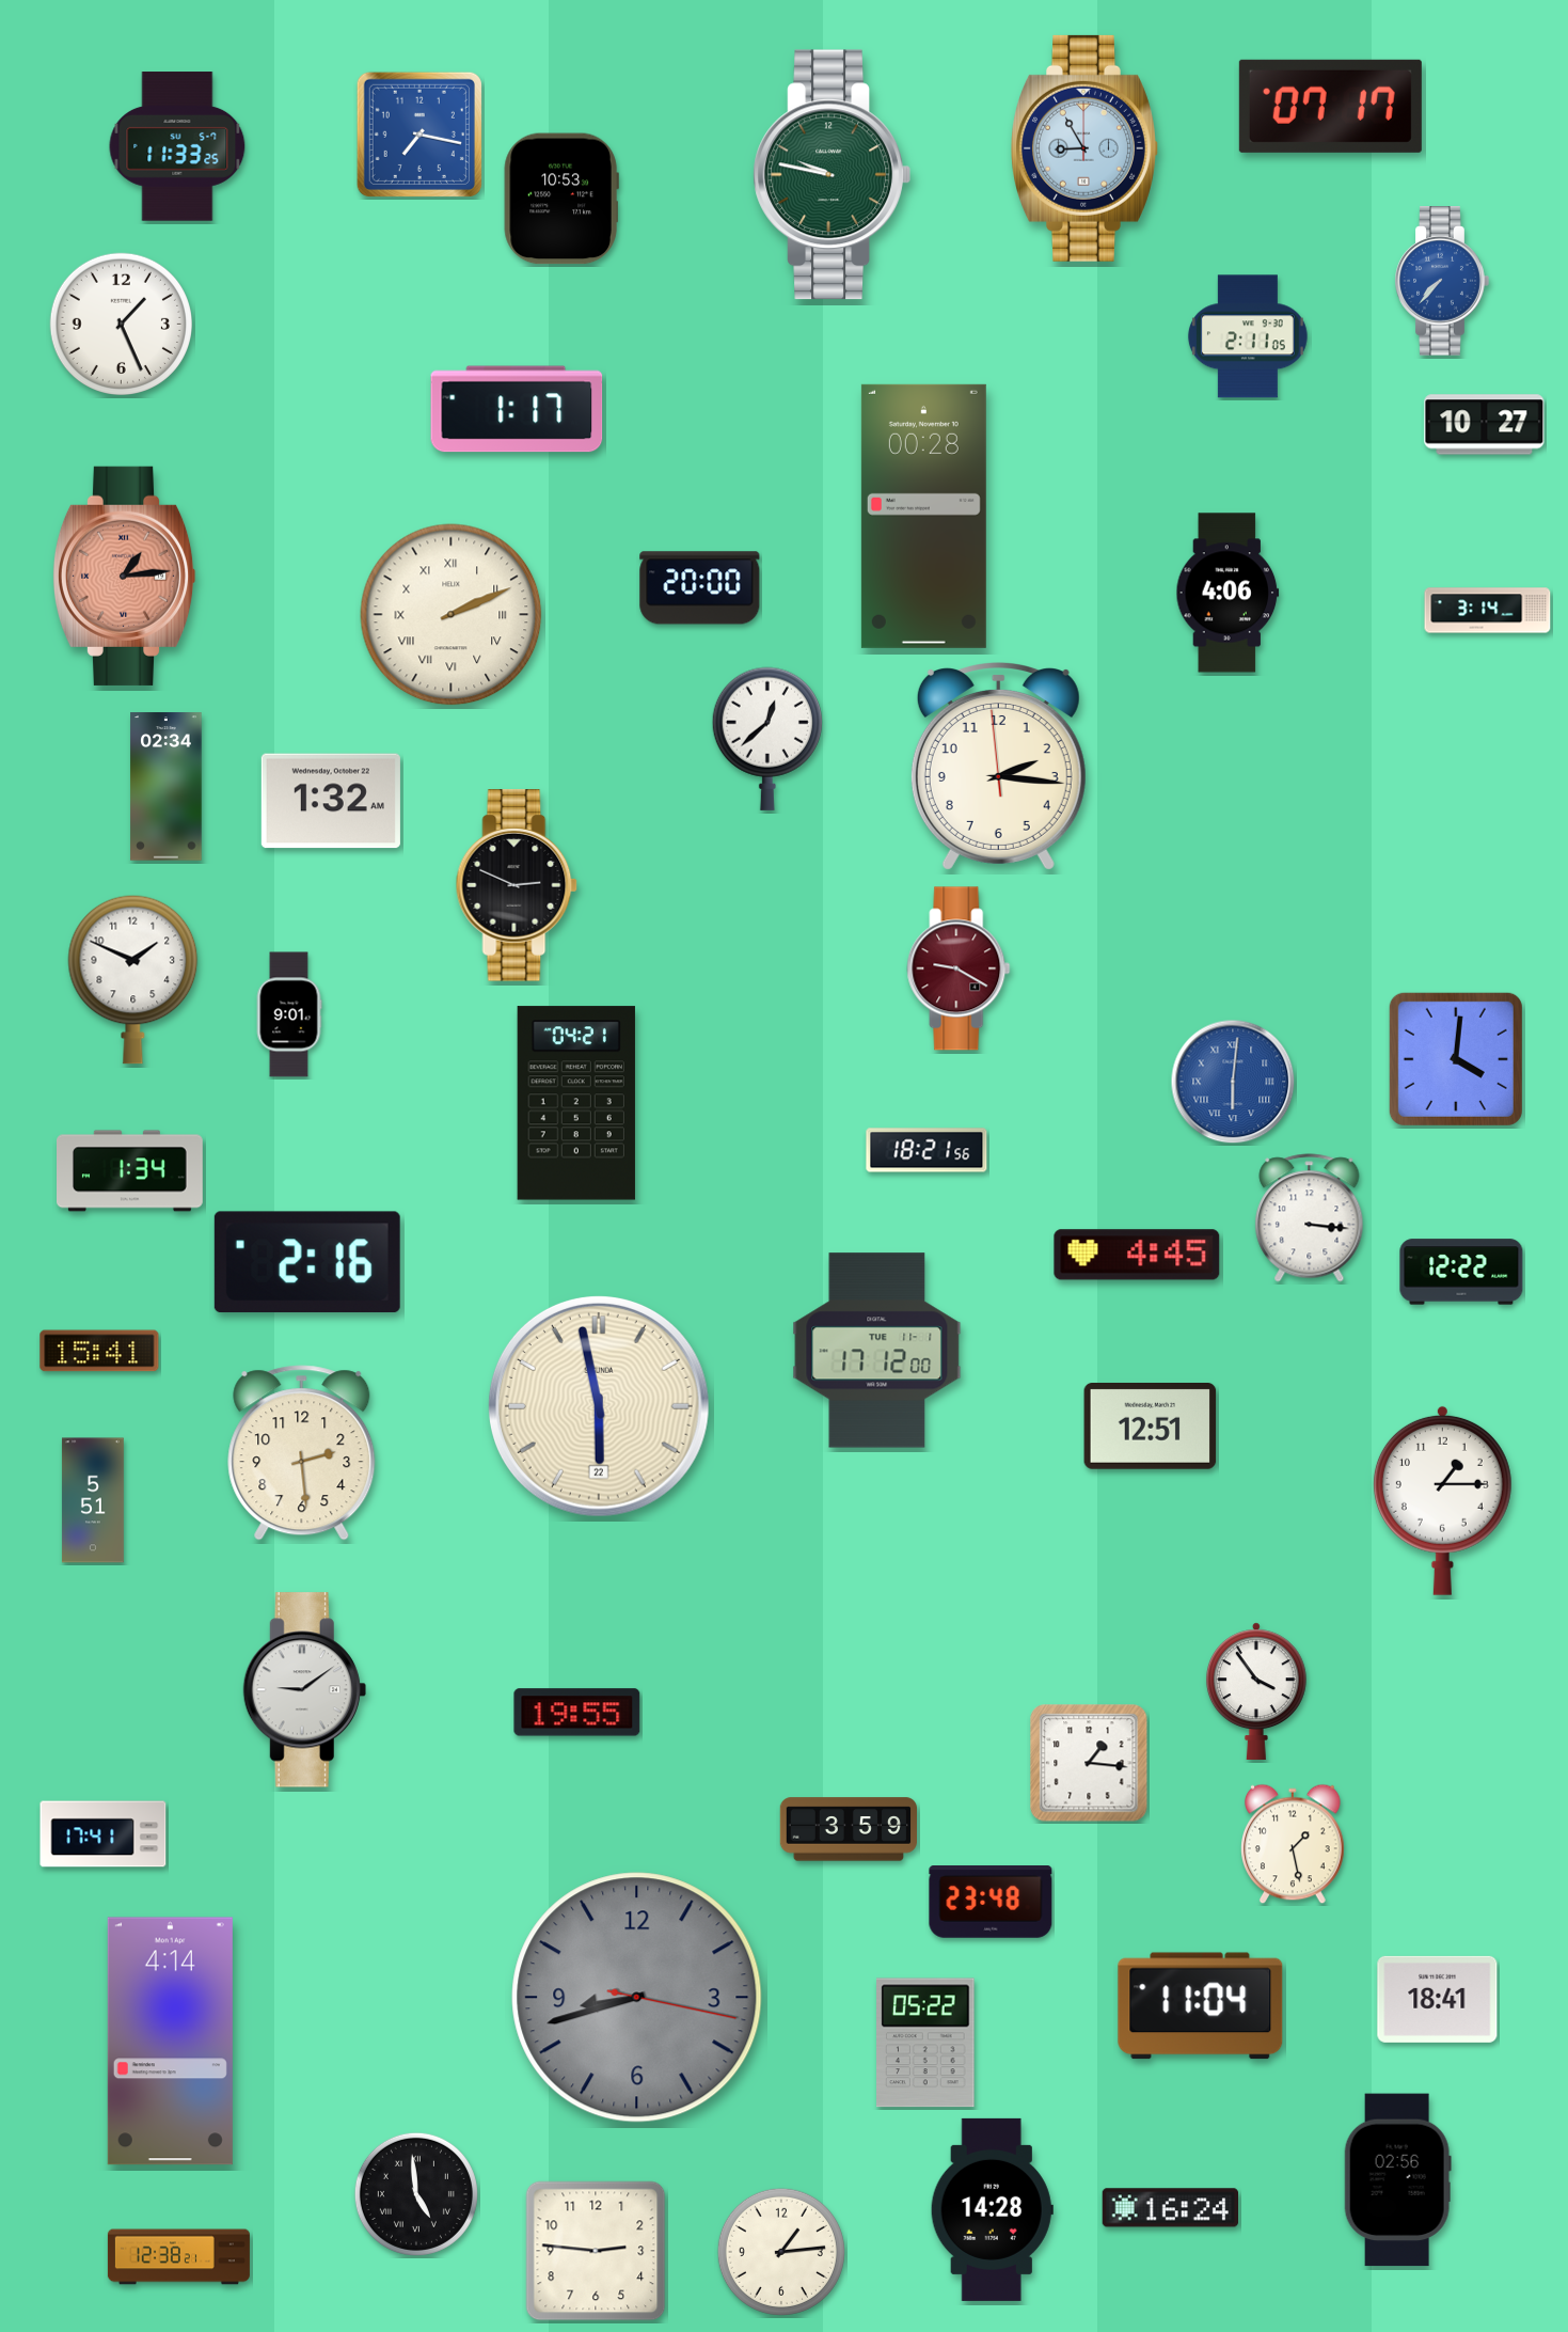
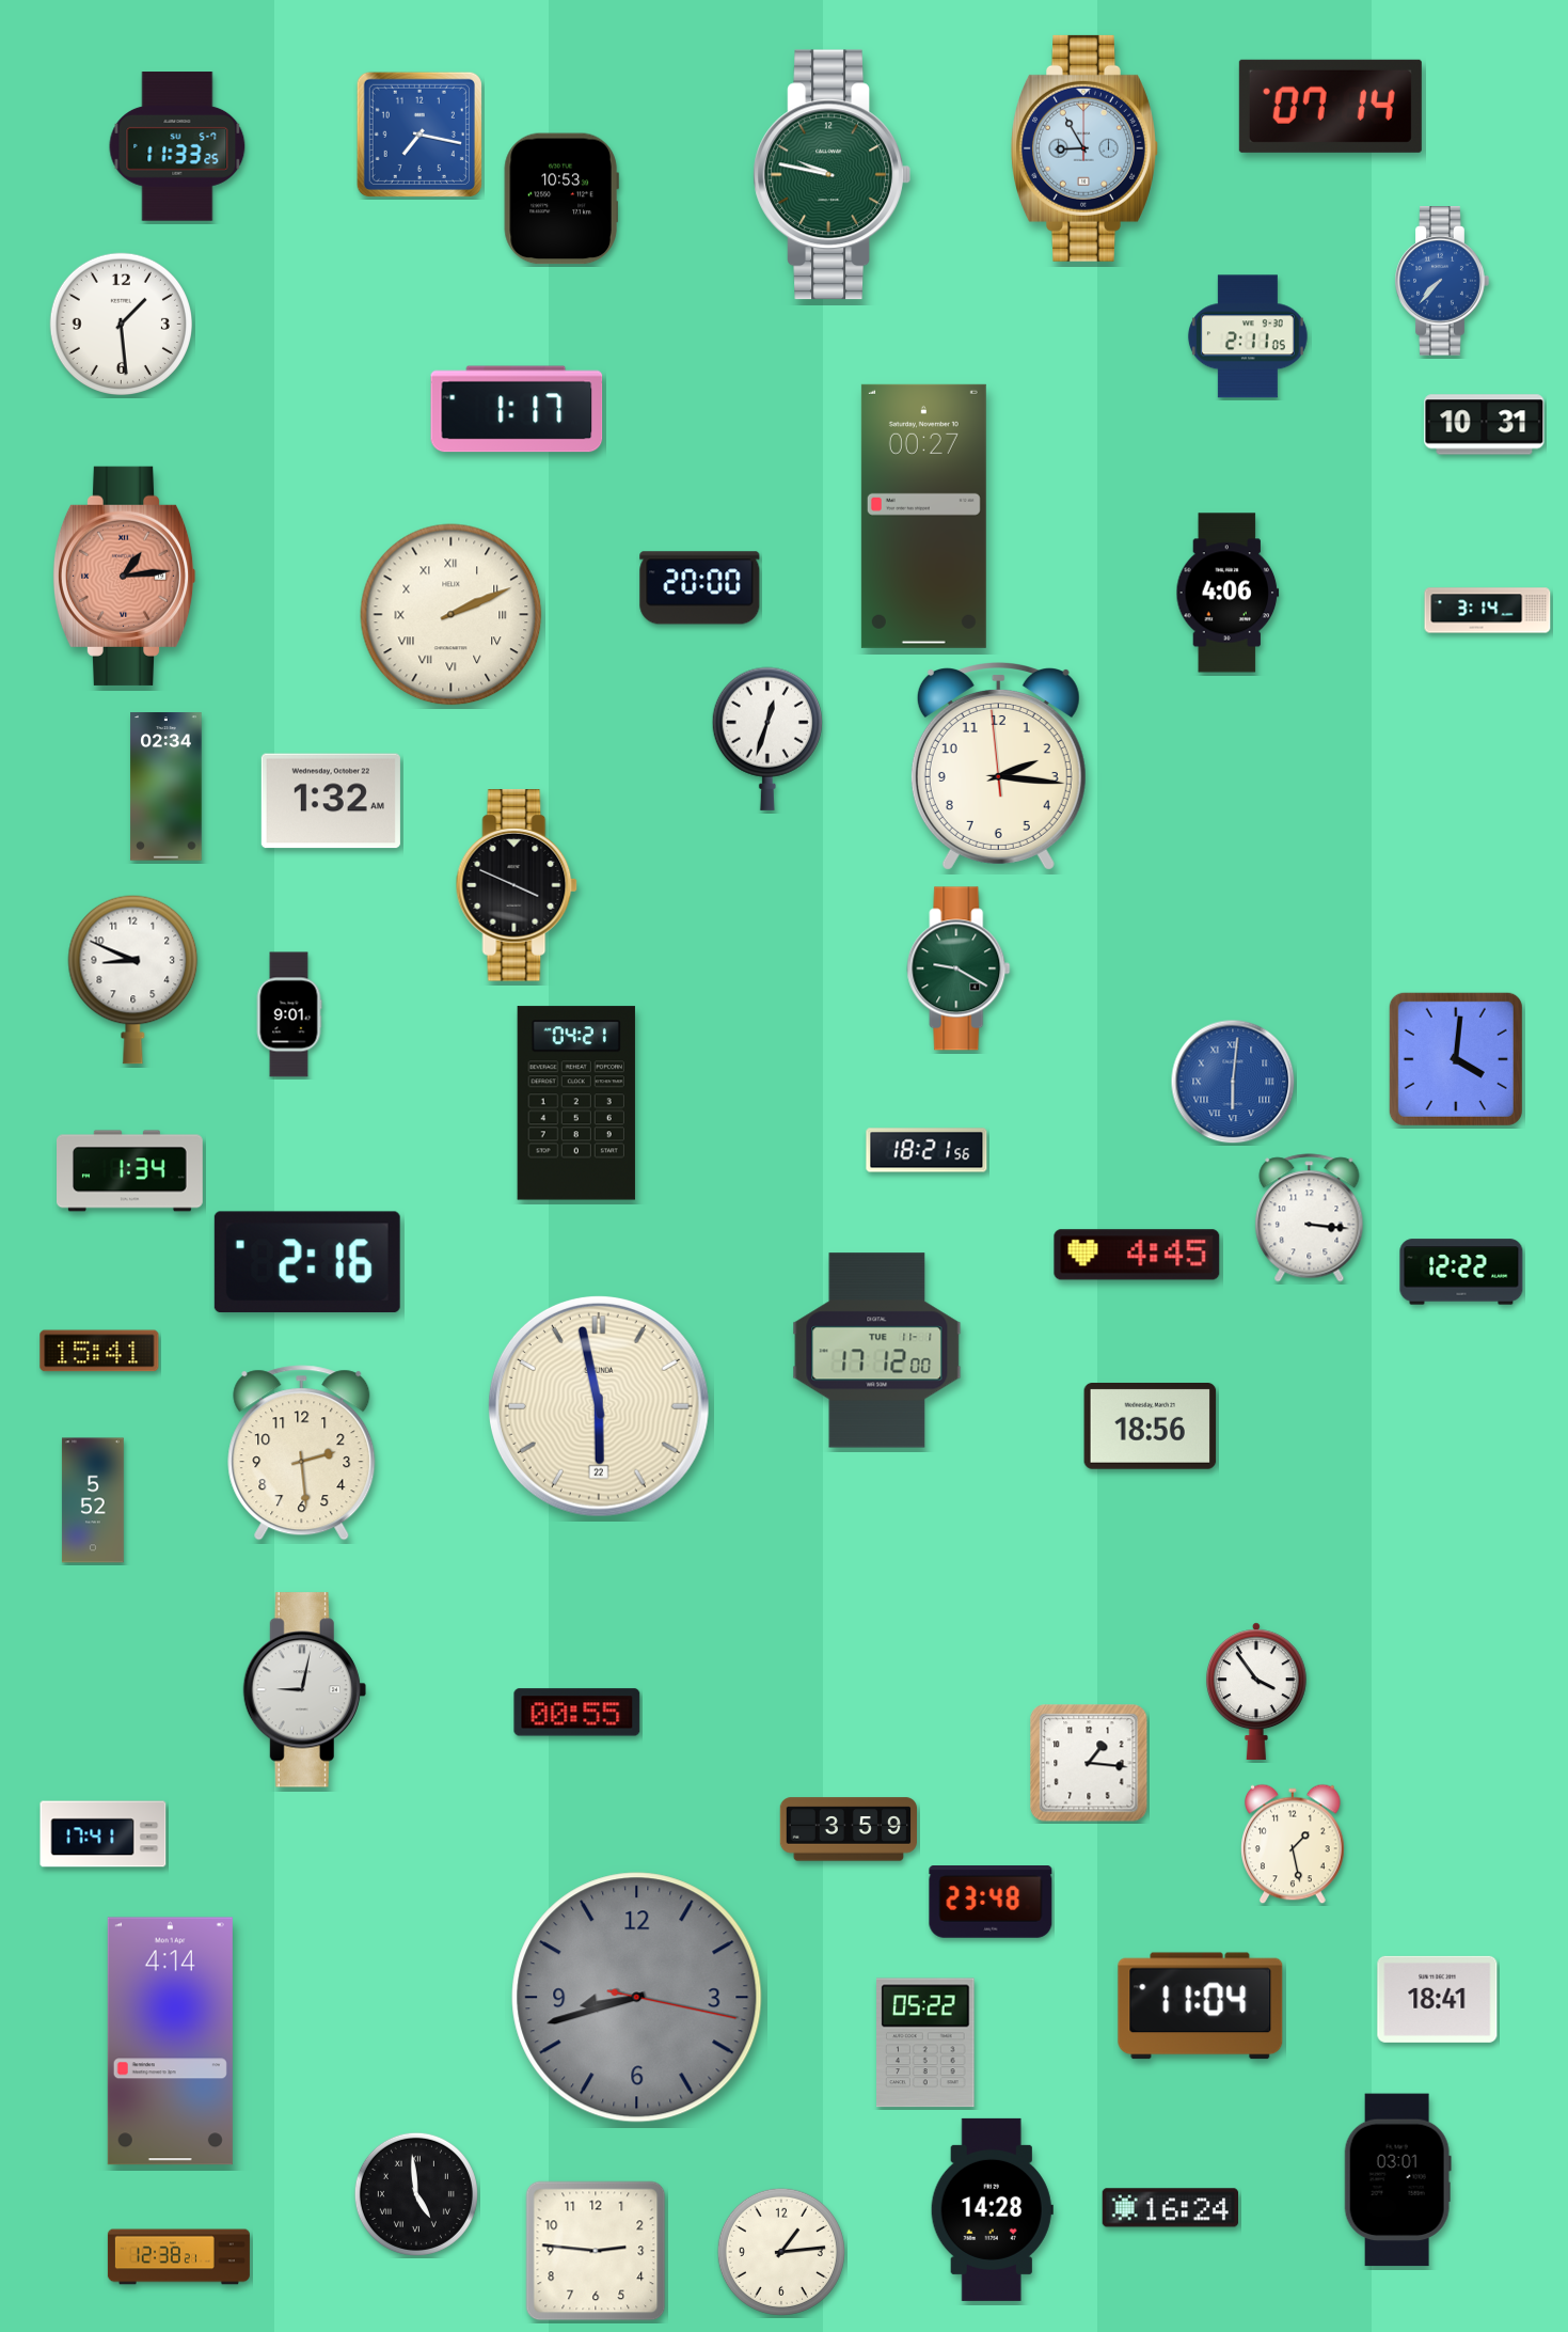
clock at (1330, 106): 07:17 -> 07:14
clock at (121, 324): 1:26 -> 1:29
clock at (1485, 425): 10:27 -> 10:31
clock at (923, 516): 00:28 -> 00:27
clock at (767, 739): 12:38 -> 12:33
clock at (517, 885): 2:49 -> 3:49
clock at (959, 968) dial: burgundy -> green
clock at (133, 979): 1:49 -> 8:49
clock at (1151, 1427): 12:51 -> 18:56
clock at (93, 1500): 5:51 -> 5:52
clock at (1442, 1500): 1:15 -> none
clock at (304, 1690): 9:09 -> 9:02
clock at (577, 1713): 19:55 -> 00:55
clock at (1397, 2180): 02:56 -> 03:01
